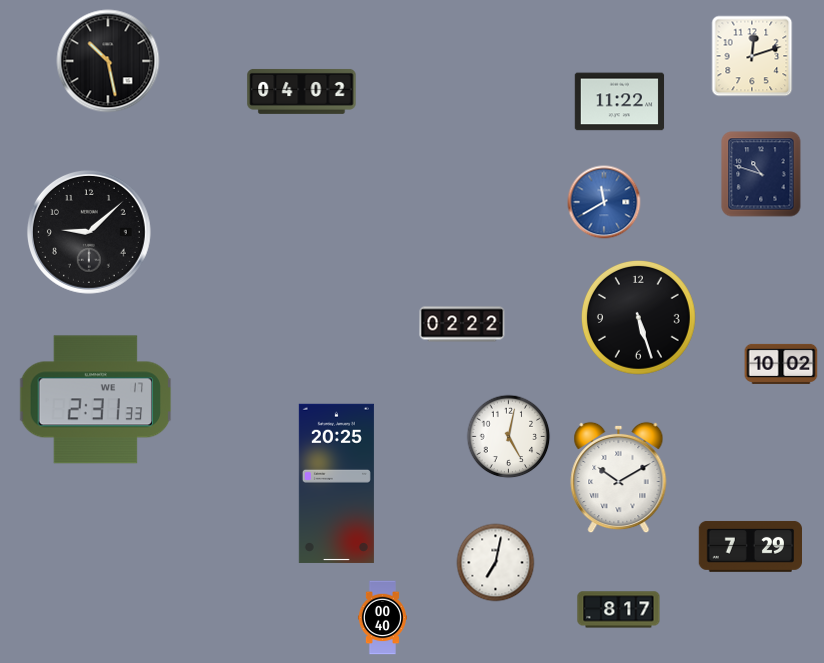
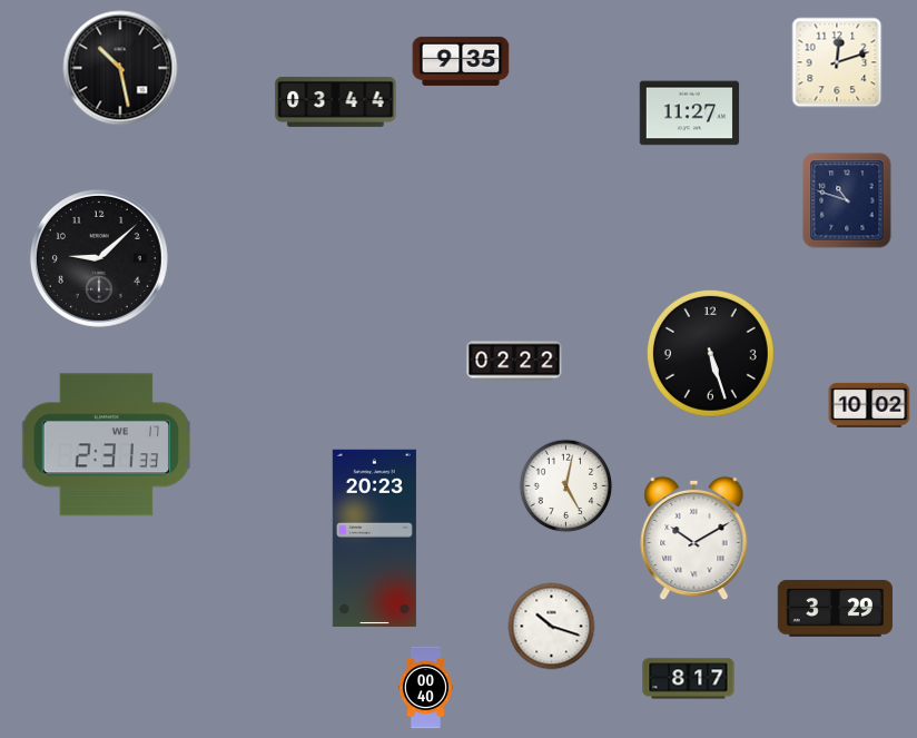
clock at (461, 61): none -> 9:35
clock at (302, 91): 04:02 -> 03:44
clock at (620, 102): 11:22 -> 11:27
clock at (761, 174) position: (761, 174) -> (847, 200)
clock at (604, 202): 11:40 -> none
clock at (619, 478) position: (619, 478) -> (694, 539)
clock at (336, 483): 20:25 -> 20:23
clock at (751, 547): 7:29 -> 3:29
clock at (496, 563): 7:02 -> 10:18
